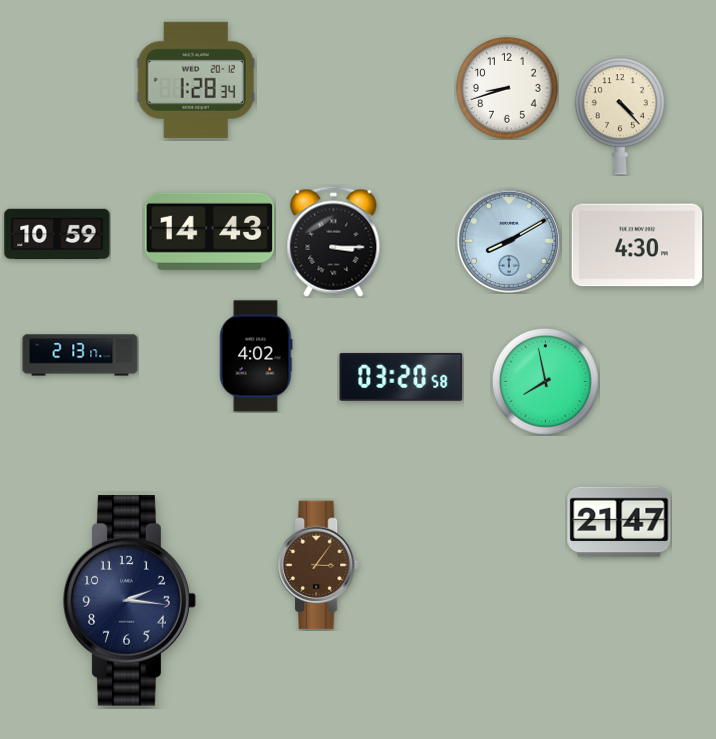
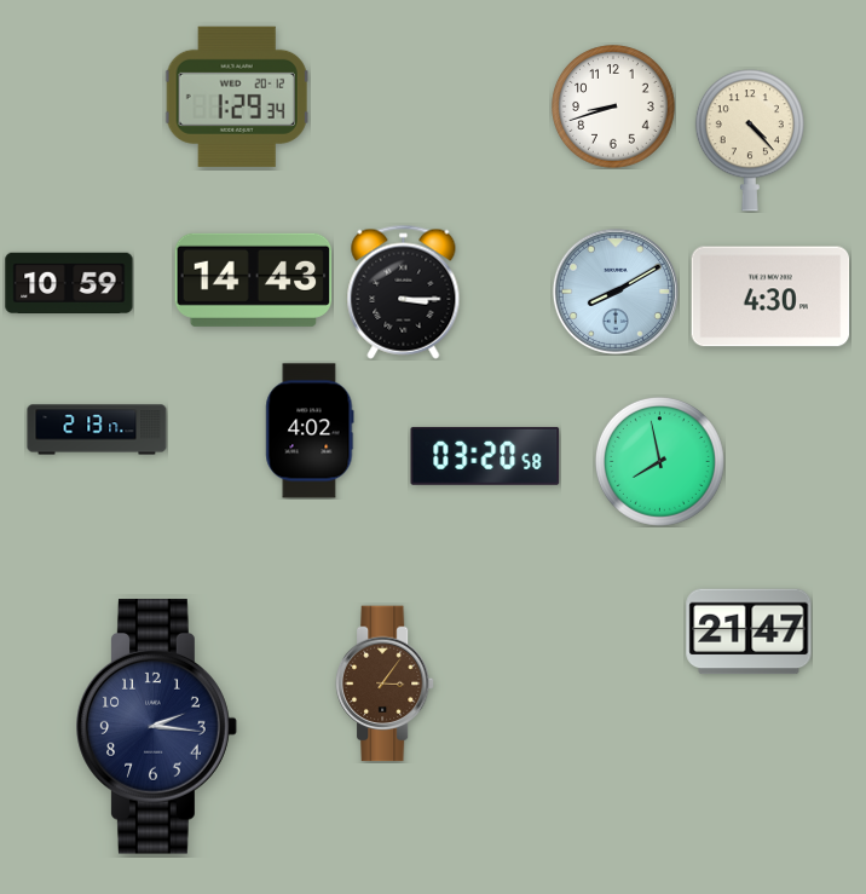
clock at (196, 80): 1:28 -> 1:29
